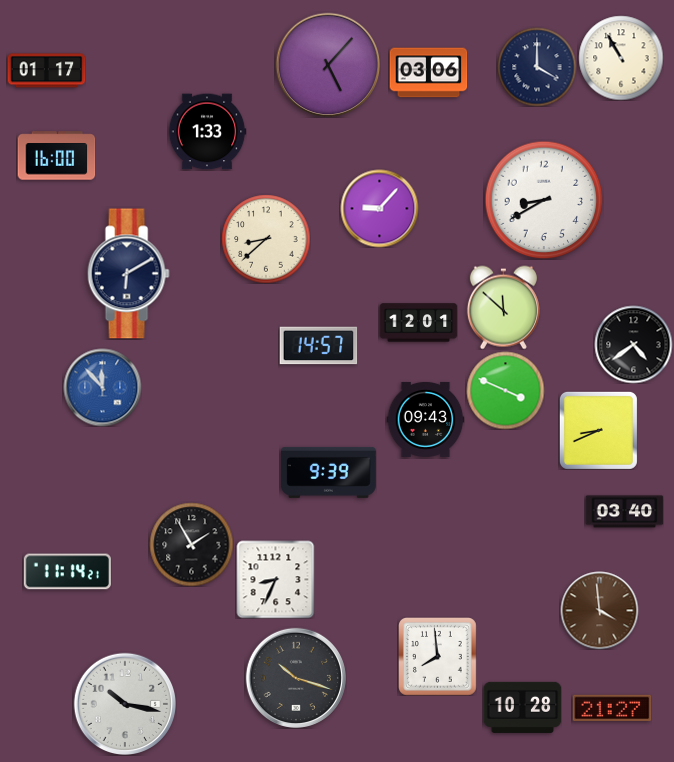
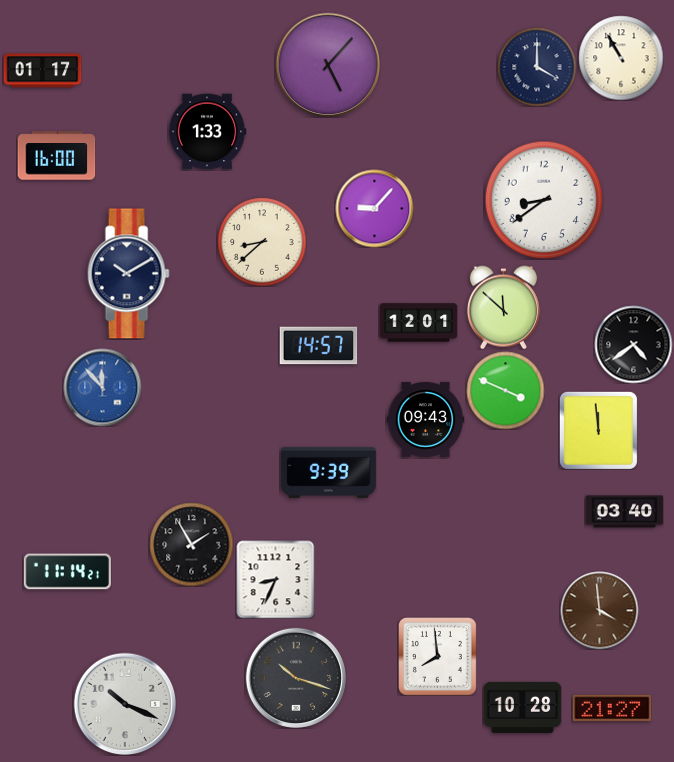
clock at (46, 71) position: (46, 71) -> (42, 71)
clock at (428, 73): 03:06 -> none
clock at (544, 200): 8:40 -> 8:39
clock at (379, 208) position: (379, 208) -> (374, 208)
clock at (266, 239) position: (266, 239) -> (262, 242)
clock at (128, 274): 6:10 -> 10:10
clock at (598, 430): 8:41 -> 11:59
clock at (124, 703): 10:17 -> 10:19
